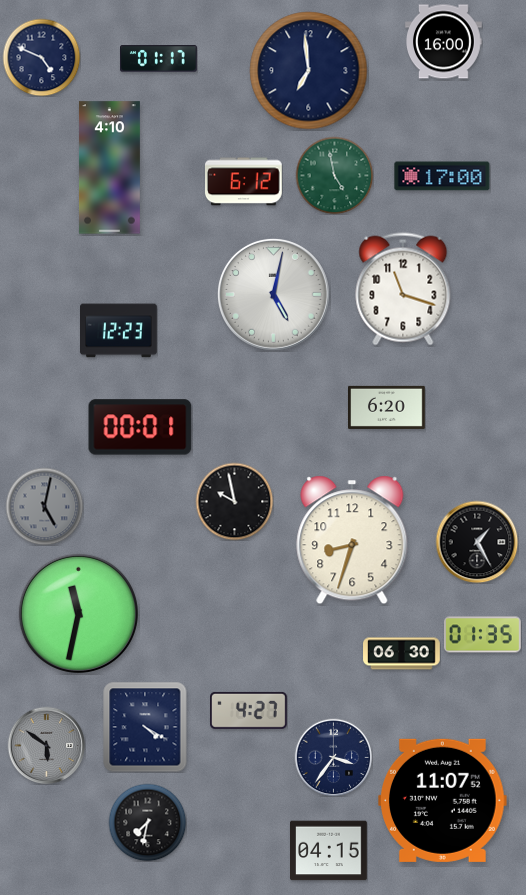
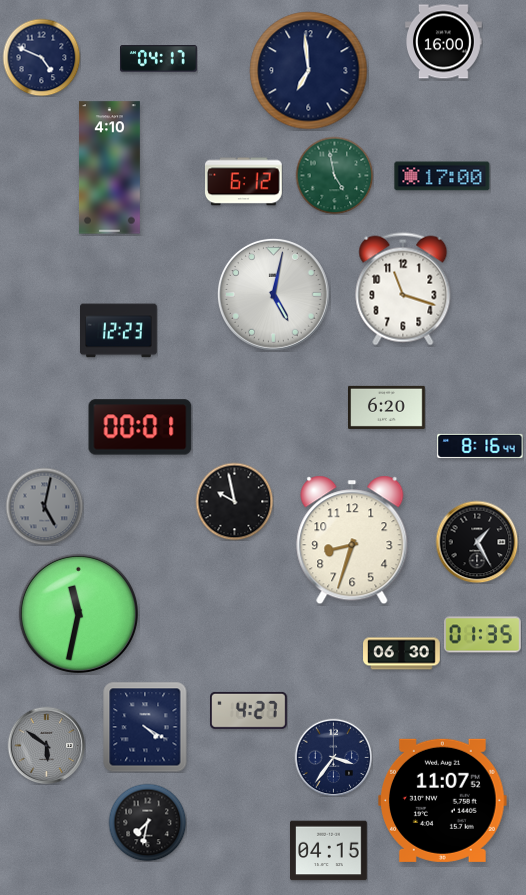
clock at (159, 59): 01:17 -> 04:17
clock at (480, 446): none -> 8:16
